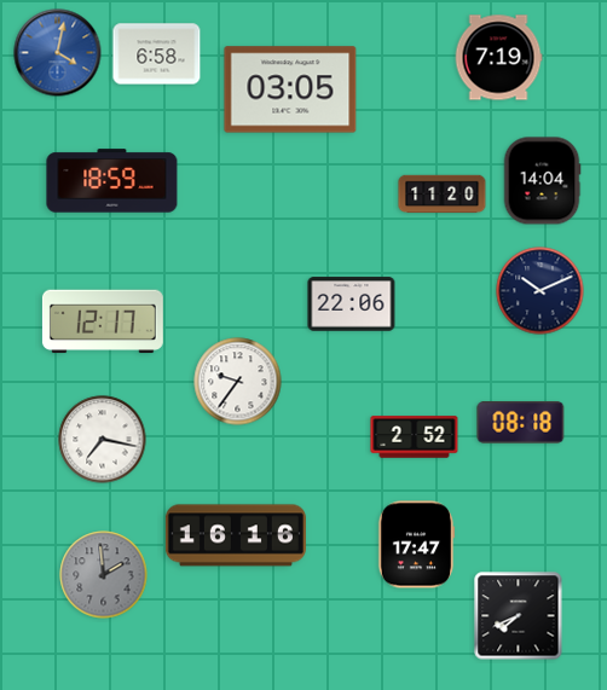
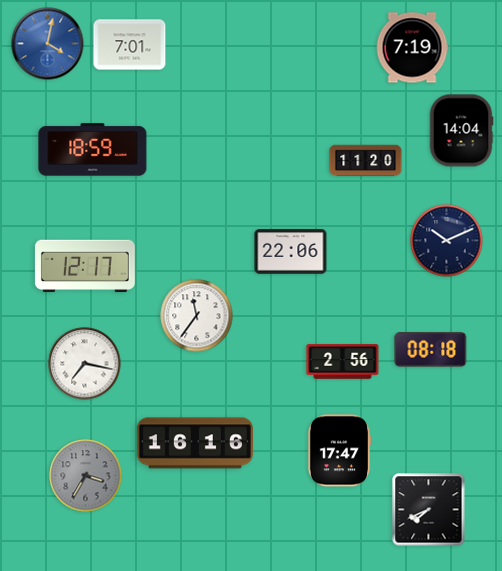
clock at (157, 54): 6:58 -> 7:01
clock at (290, 89): 03:05 -> none
clock at (542, 181) position: (542, 181) -> (461, 131)
clock at (238, 382): 9:36 -> 11:36
clock at (415, 437): 2:52 -> 2:56
clock at (416, 545) position: (416, 545) -> (339, 451)
clock at (104, 575): 1:59 -> 3:35
